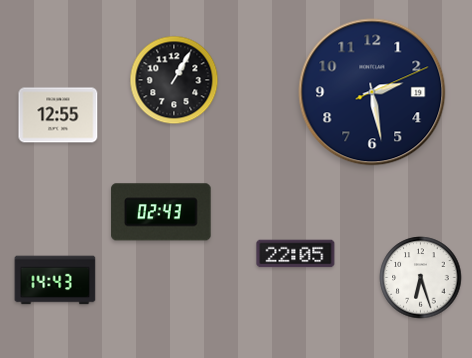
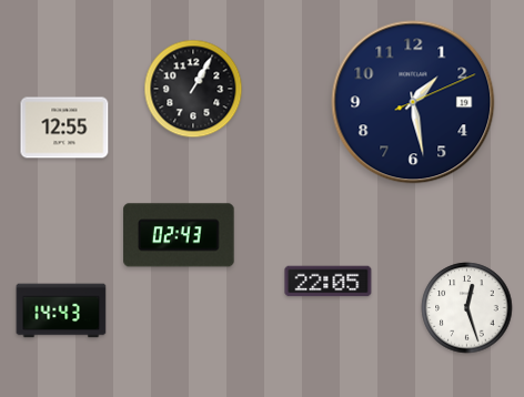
clock at (372, 92): 2:28 -> 1:28
clock at (421, 278): 6:27 -> 12:27
